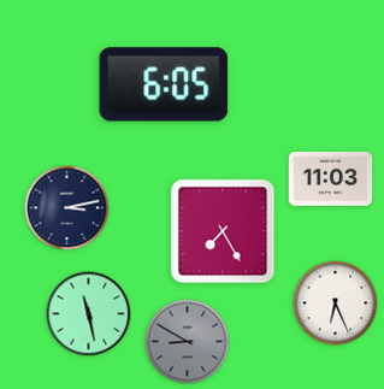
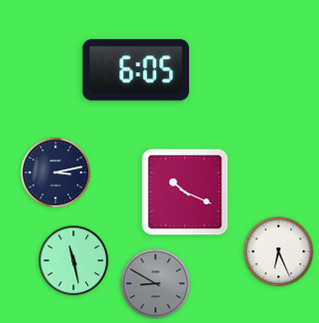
clock at (331, 178): 11:03 -> none
clock at (223, 231): 7:25 -> 10:19
